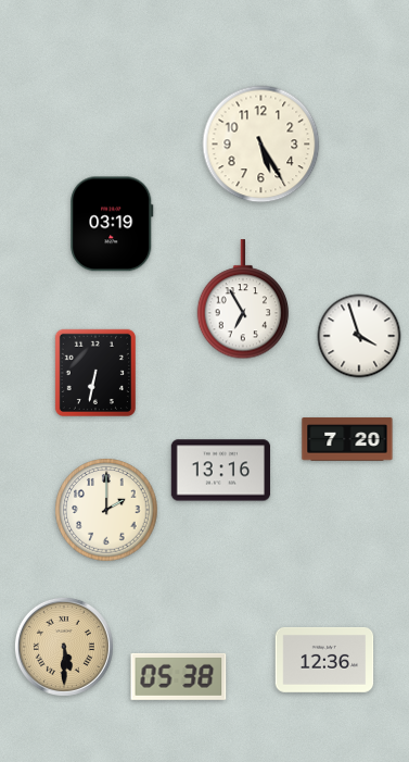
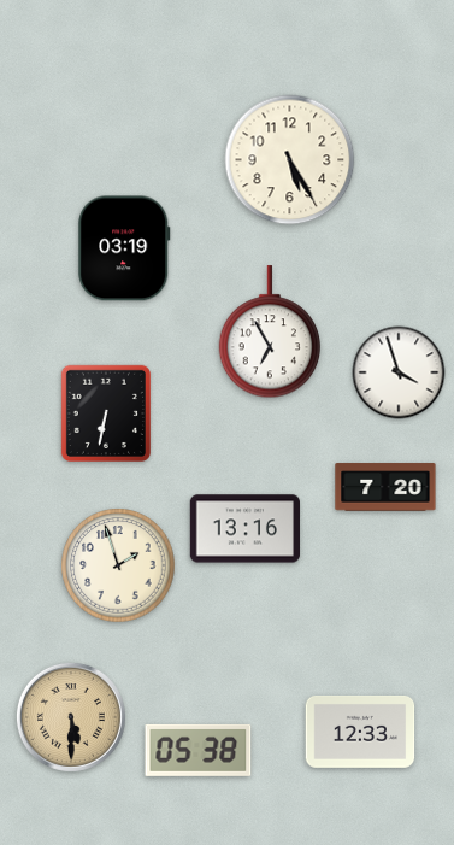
clock at (220, 471) position: (220, 471) -> (244, 529)
clock at (106, 510): 2:00 -> 1:57
clock at (324, 660): 12:36 -> 12:33
